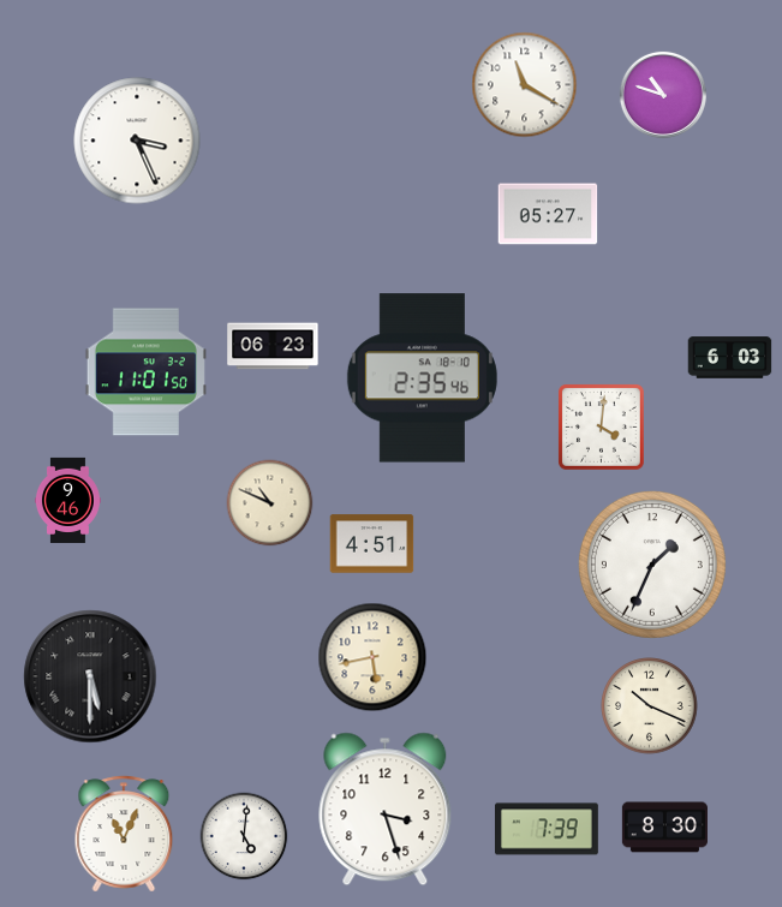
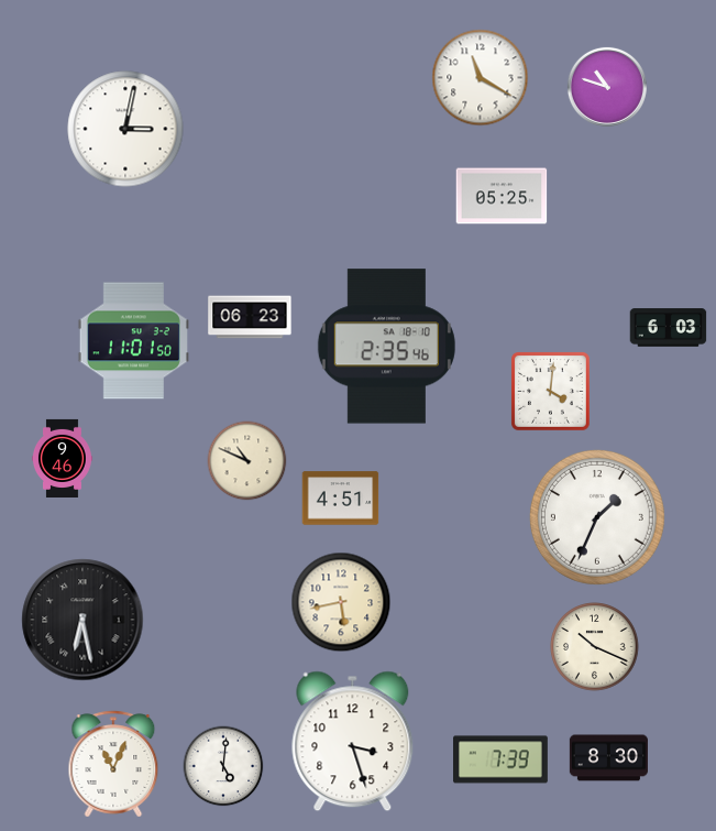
clock at (137, 141): 3:26 -> 3:02
clock at (548, 214): 05:27 -> 05:25
clock at (90, 676): 5:30 -> 6:28
